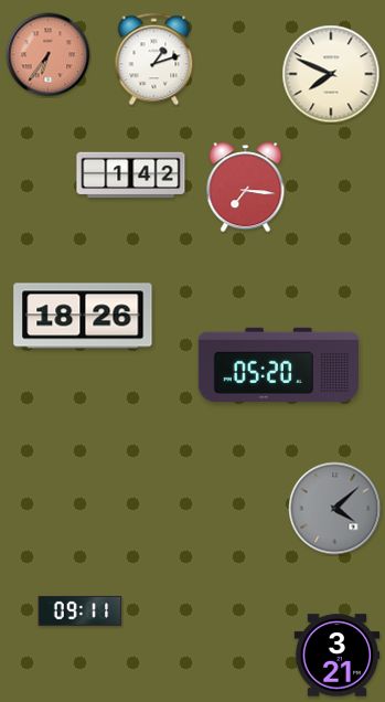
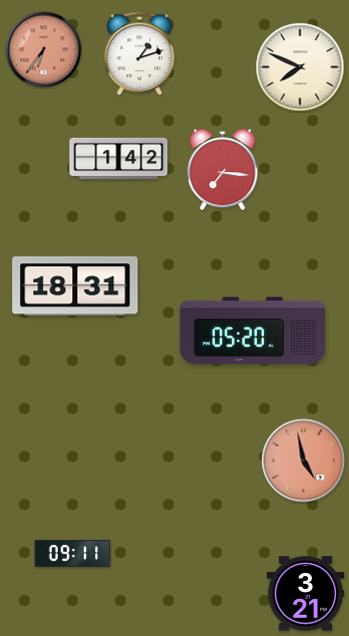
clock at (83, 316): 18:26 -> 18:31
clock at (335, 509): 4:08 -> 4:58
clock at (335, 509) dial: grey -> salmon
